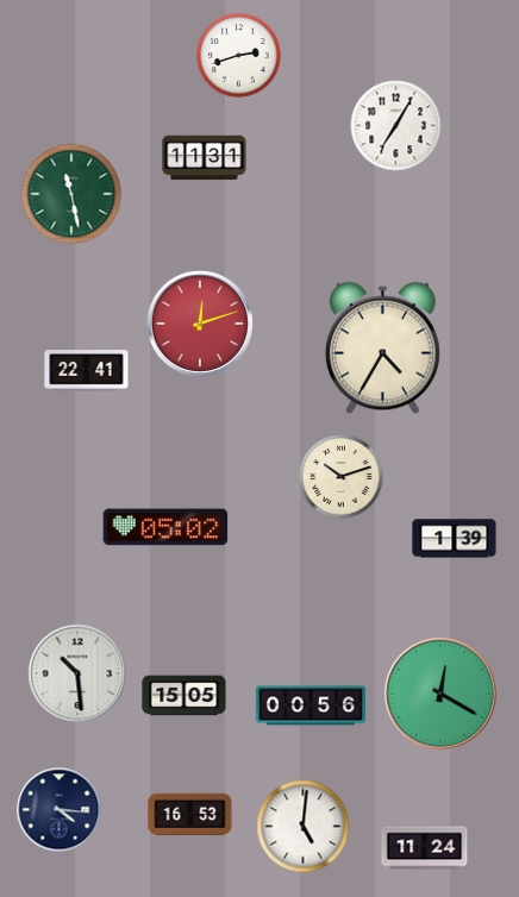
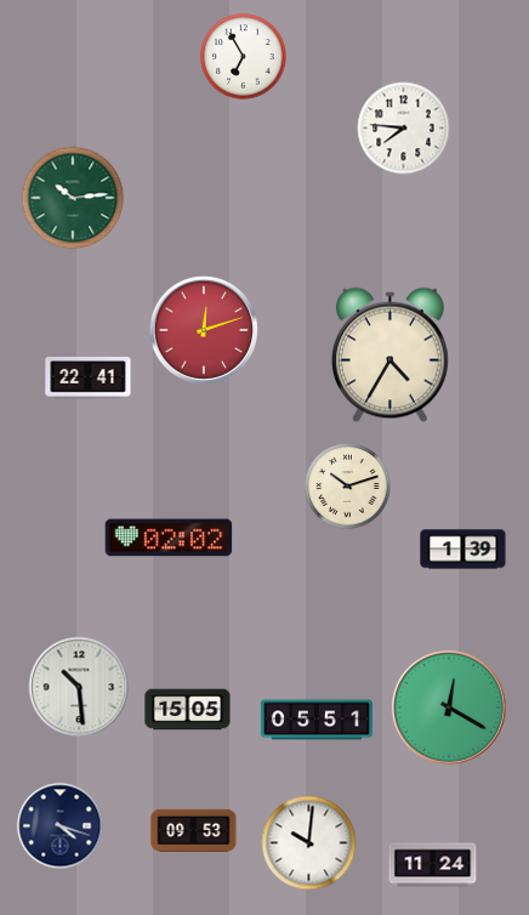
clock at (239, 56): 2:42 -> 6:55
clock at (396, 126): 7:05 -> 7:46
clock at (205, 158): 11:31 -> none
clock at (71, 194): 11:28 -> 10:14
clock at (165, 527): 05:02 -> 02:02
clock at (309, 705): 00:56 -> 05:51
clock at (60, 810): 4:16 -> 4:18
clock at (190, 814): 16:53 -> 09:53
clock at (304, 827): 5:01 -> 10:01
